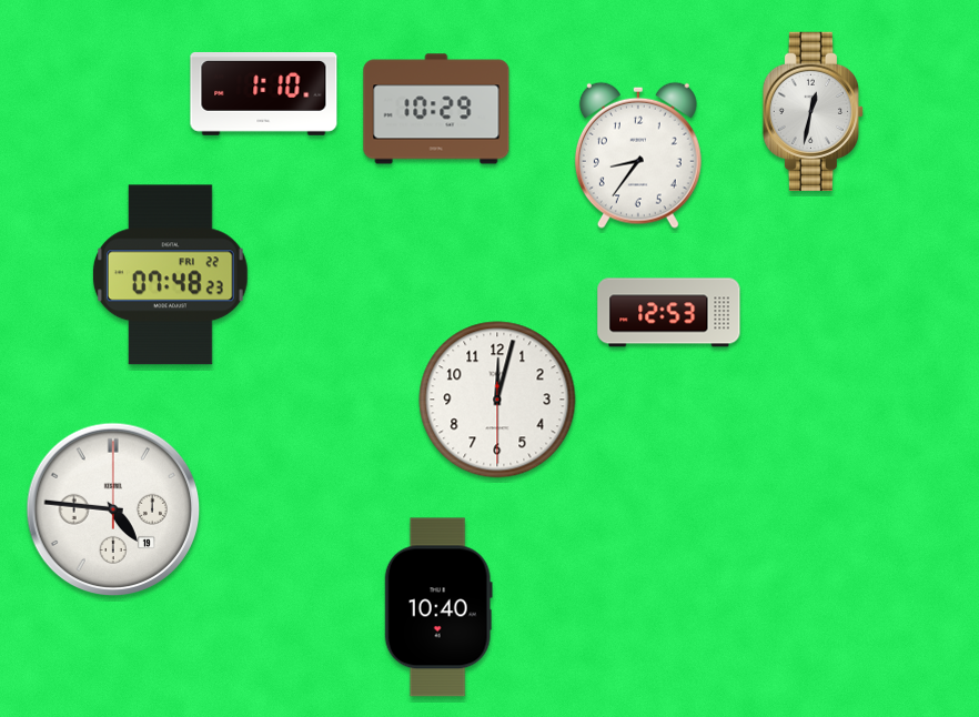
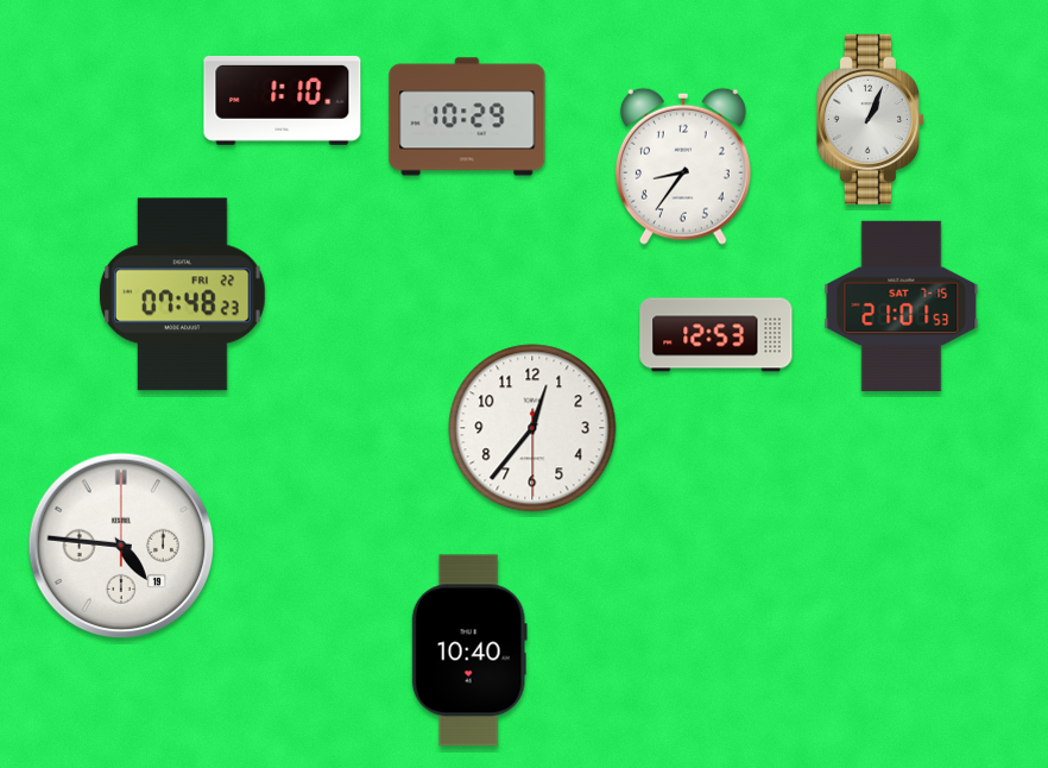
clock at (813, 111): 12:32 -> 1:04
clock at (902, 306): none -> 21:01
clock at (497, 400): 12:02 -> 12:36
